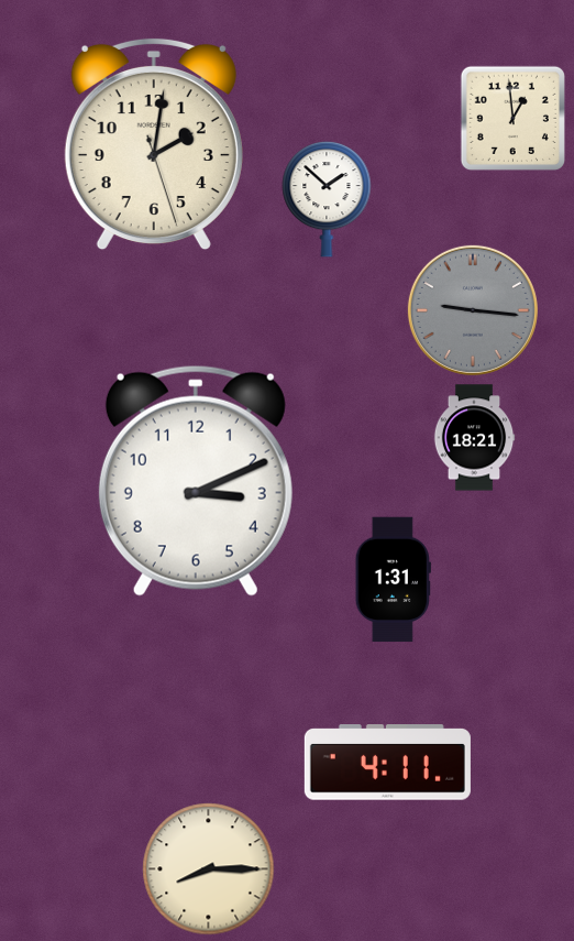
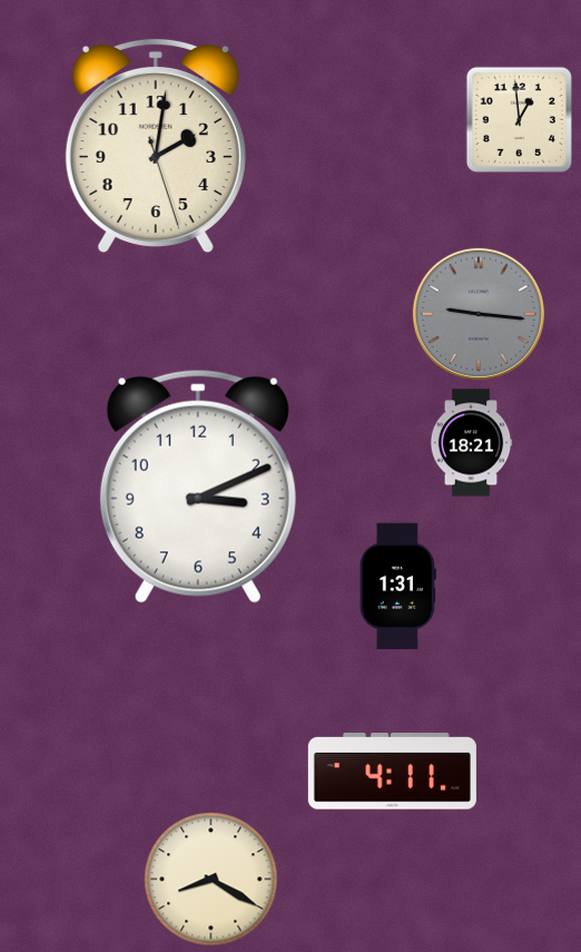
clock at (327, 199): 1:52 -> none
clock at (474, 438) position: (474, 438) -> (471, 443)
clock at (209, 869): 8:15 -> 8:20
